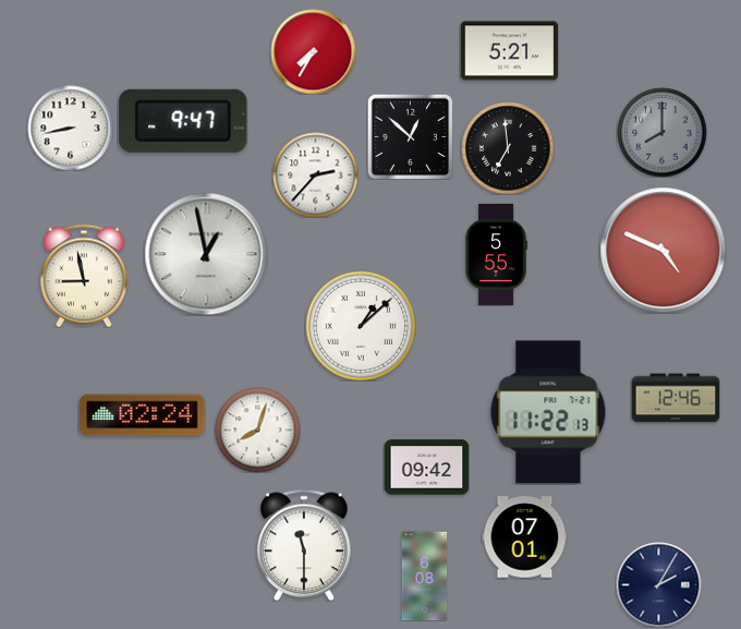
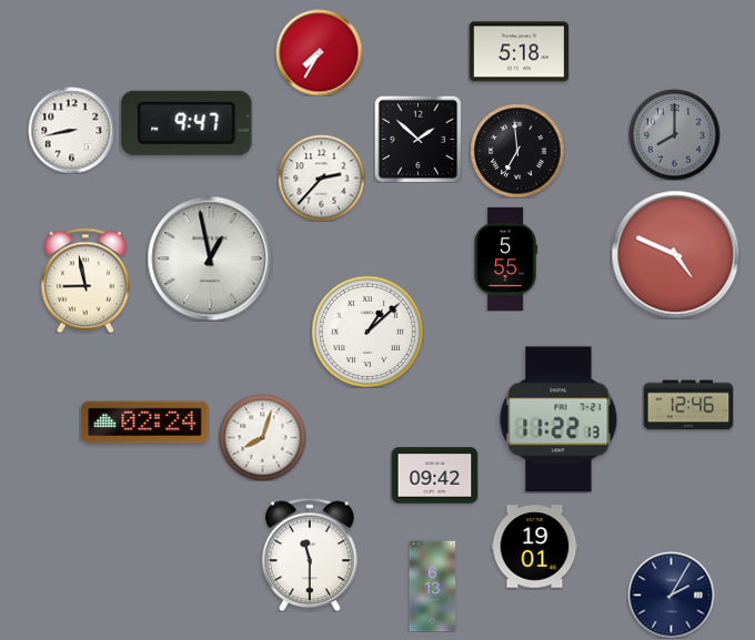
clock at (509, 51): 5:21 -> 5:18
clock at (410, 136): 12:52 -> 1:52
clock at (524, 537): 07:01 -> 19:01
clock at (425, 576): 6:08 -> 6:13
